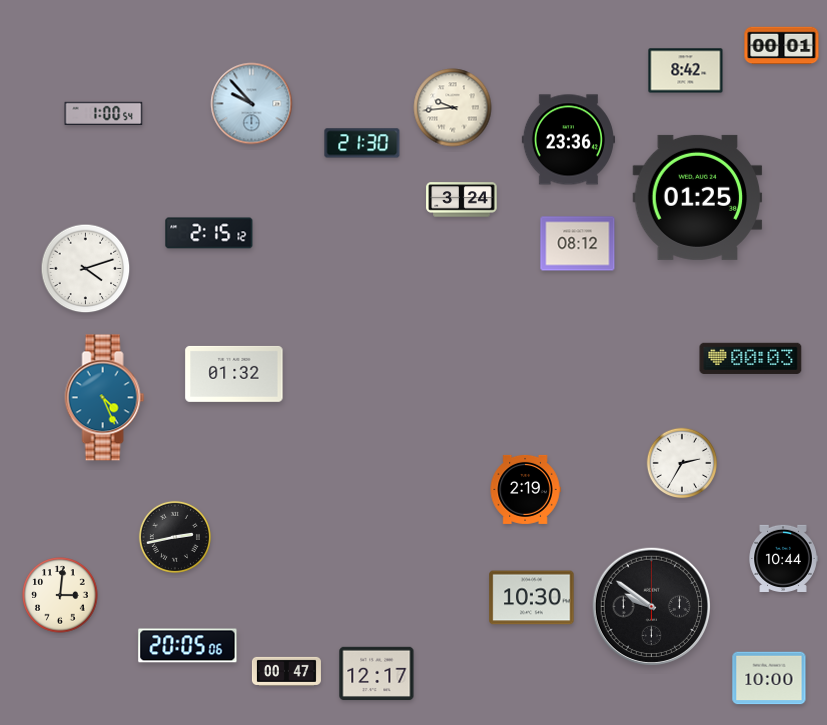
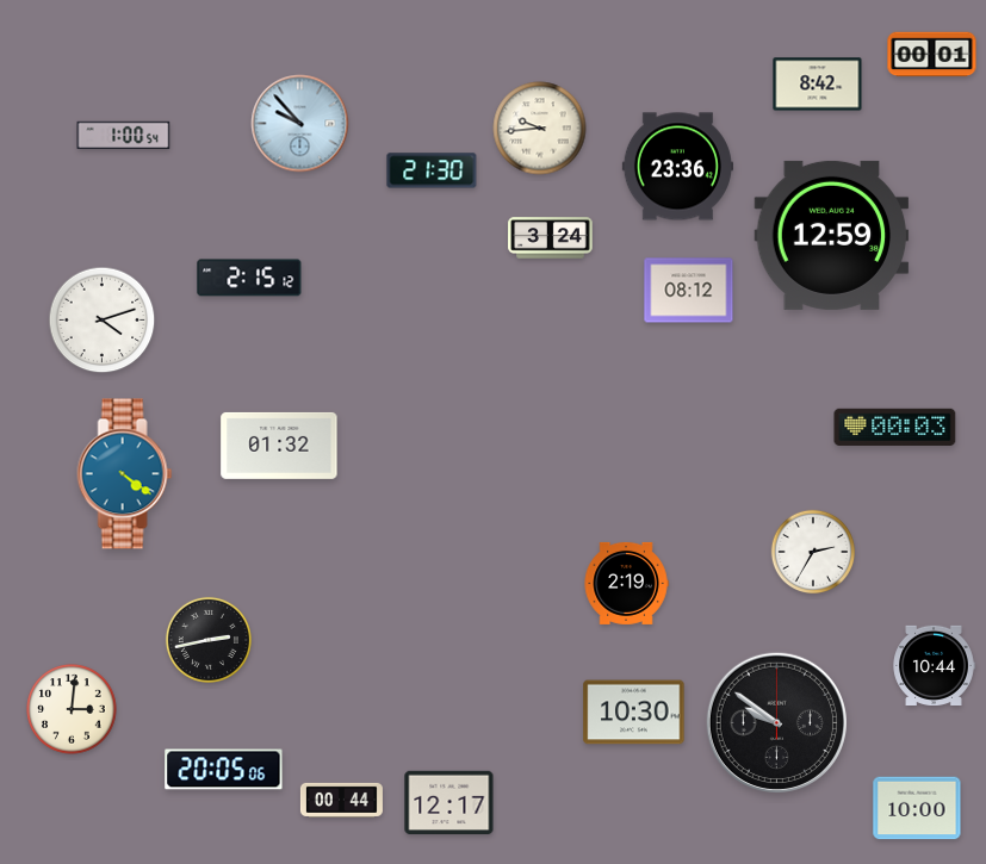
clock at (698, 197): 01:25 -> 12:59
clock at (105, 398): 4:26 -> 4:21
clock at (286, 671): 00:47 -> 00:44
